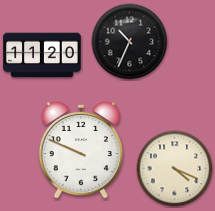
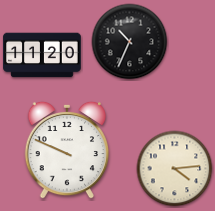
clock at (80, 150) position: (80, 150) -> (66, 150)
clock at (175, 169): 4:19 -> 4:14
